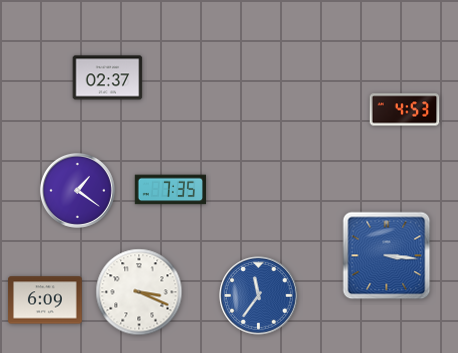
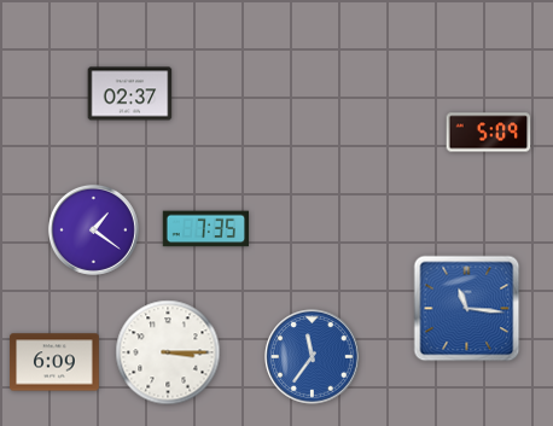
clock at (405, 110): 4:53 -> 5:09
clock at (387, 256): 3:16 -> 11:16
clock at (139, 292): 3:19 -> 3:15
